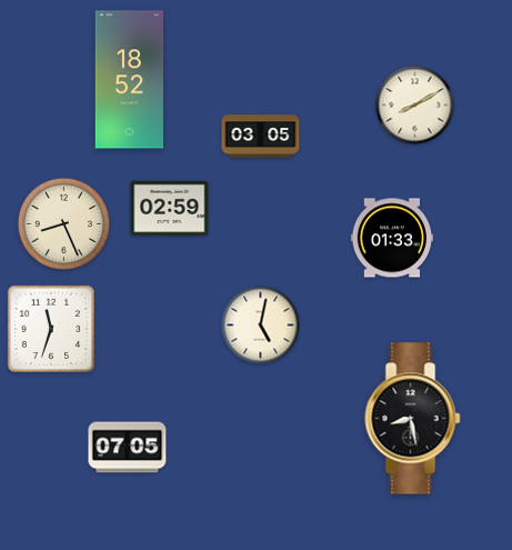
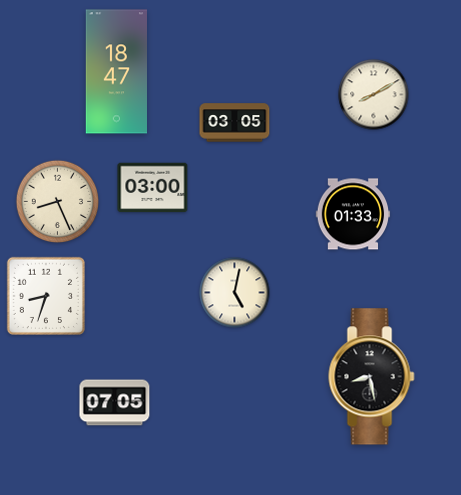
clock at (129, 80): 18:52 -> 18:47
clock at (170, 209): 02:59 -> 03:00
clock at (51, 329): 11:33 -> 8:33
